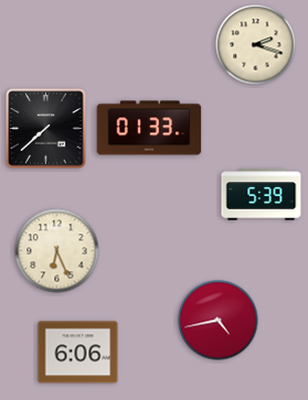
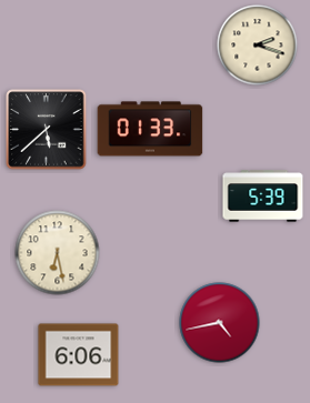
clock at (46, 129): 7:38 -> 5:38
clock at (57, 251): 6:26 -> 6:28
